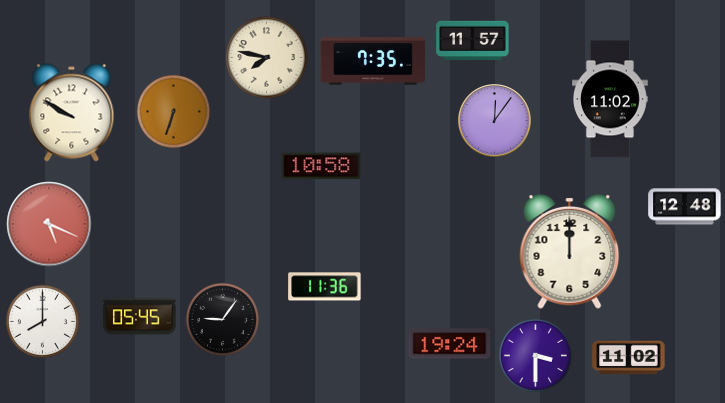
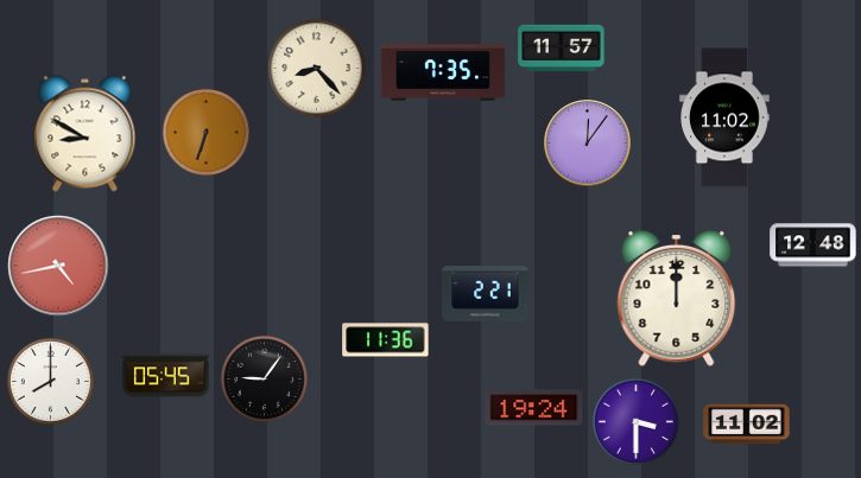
clock at (267, 58): 7:47 -> 8:23
clock at (72, 113): 9:50 -> 8:50
clock at (321, 166): 10:58 -> none
clock at (49, 224): 5:19 -> 4:43
clock at (486, 294): none -> 2:21
